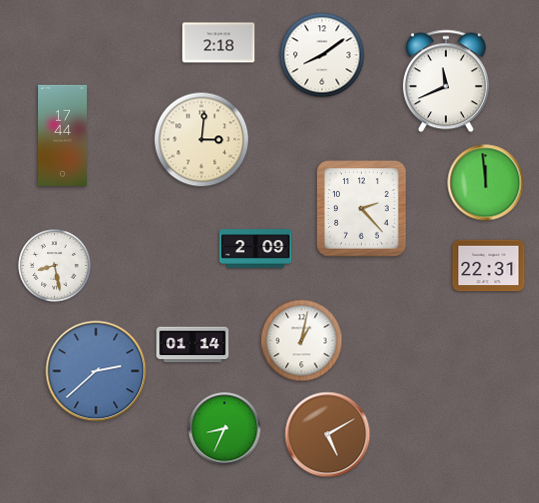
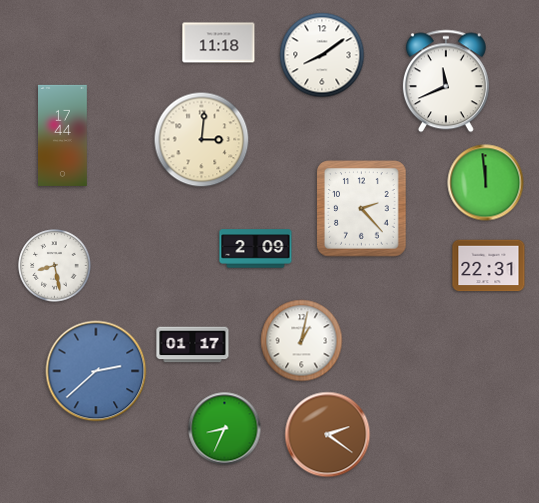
clock at (219, 43): 2:18 -> 11:18
clock at (193, 345): 01:14 -> 01:17
clock at (328, 435): 5:10 -> 2:21
